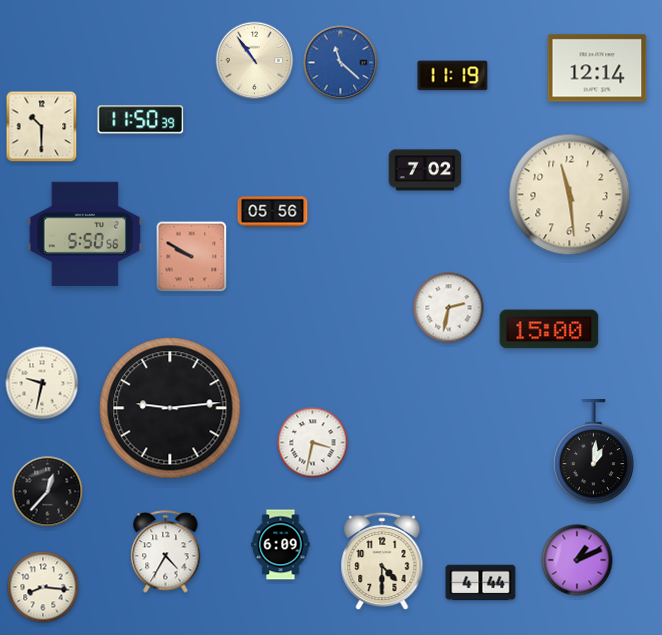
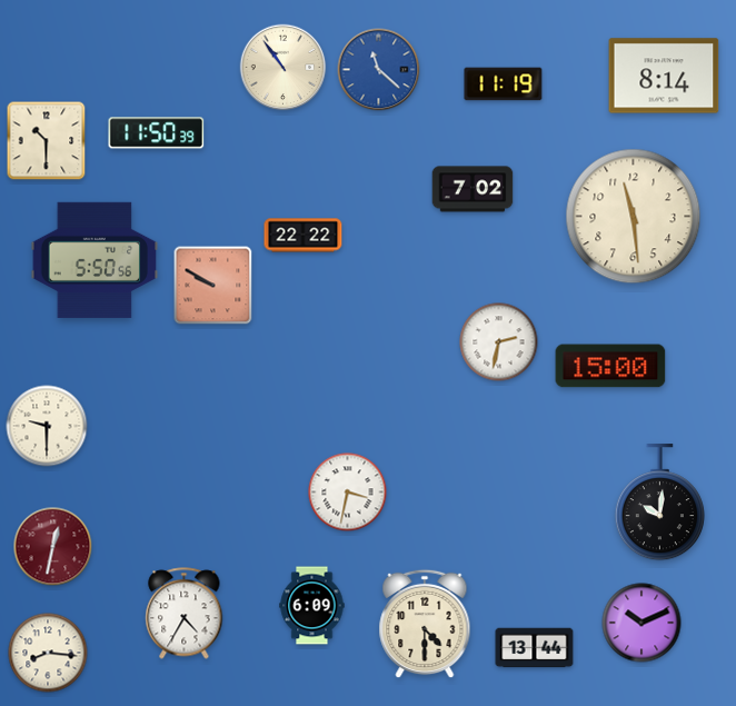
clock at (597, 68): 12:14 -> 8:14
clock at (273, 212): 05:56 -> 22:22
clock at (42, 383): 9:32 -> 9:30
clock at (170, 408): 9:14 -> none
clock at (593, 452): 1:01 -> 10:01
clock at (48, 492): 12:37 -> 12:32
clock at (48, 492) dial: black -> burgundy
clock at (577, 560): 1:11 -> 10:11
clock at (481, 583): 4:44 -> 13:44
